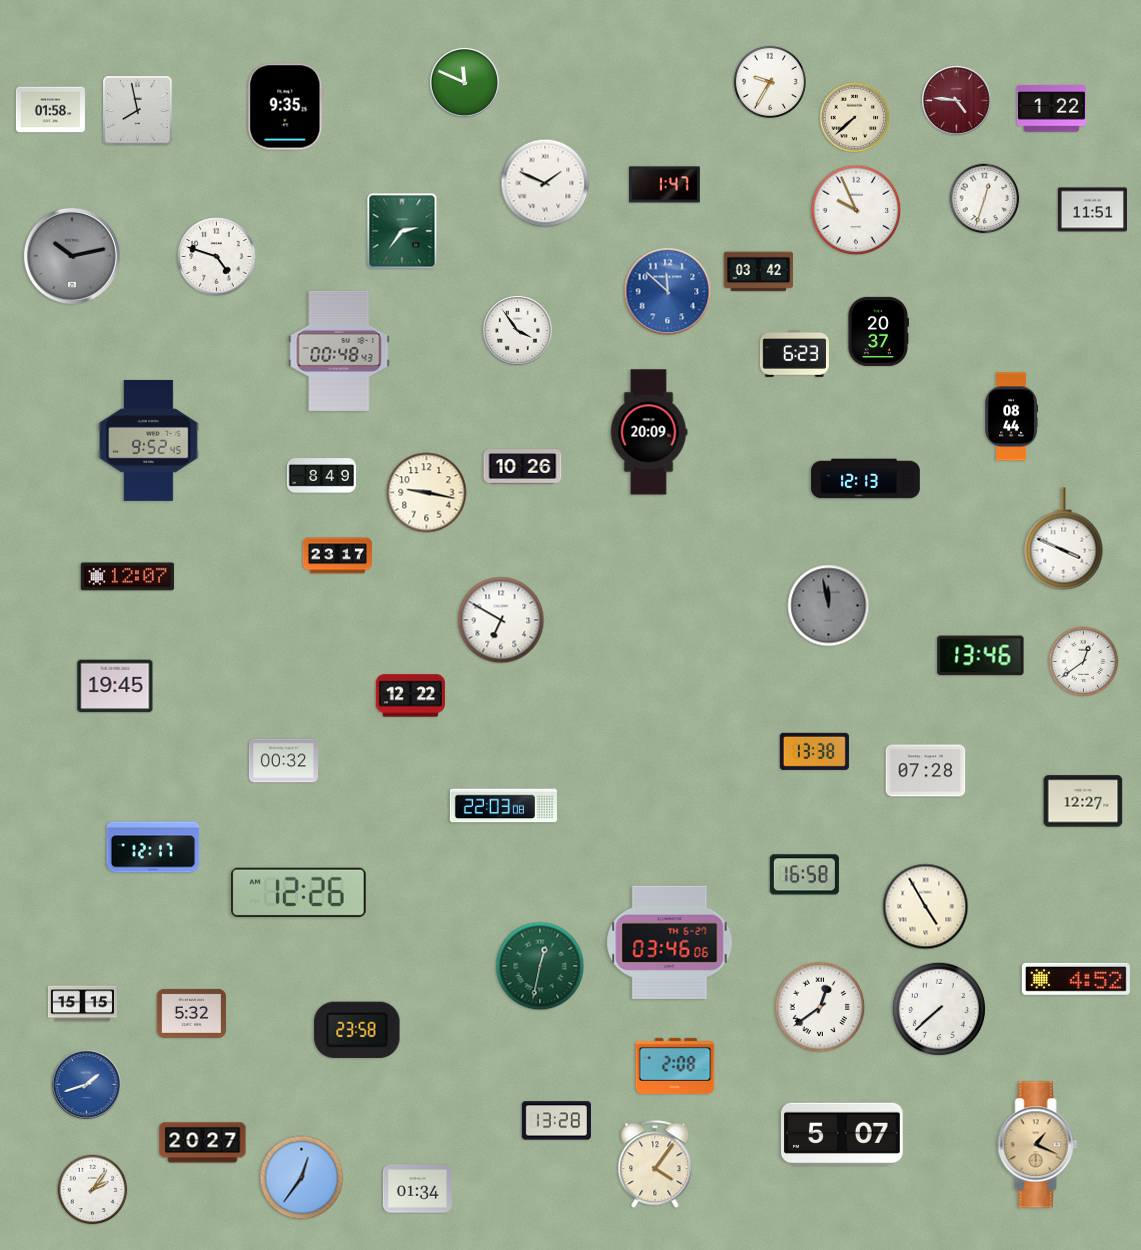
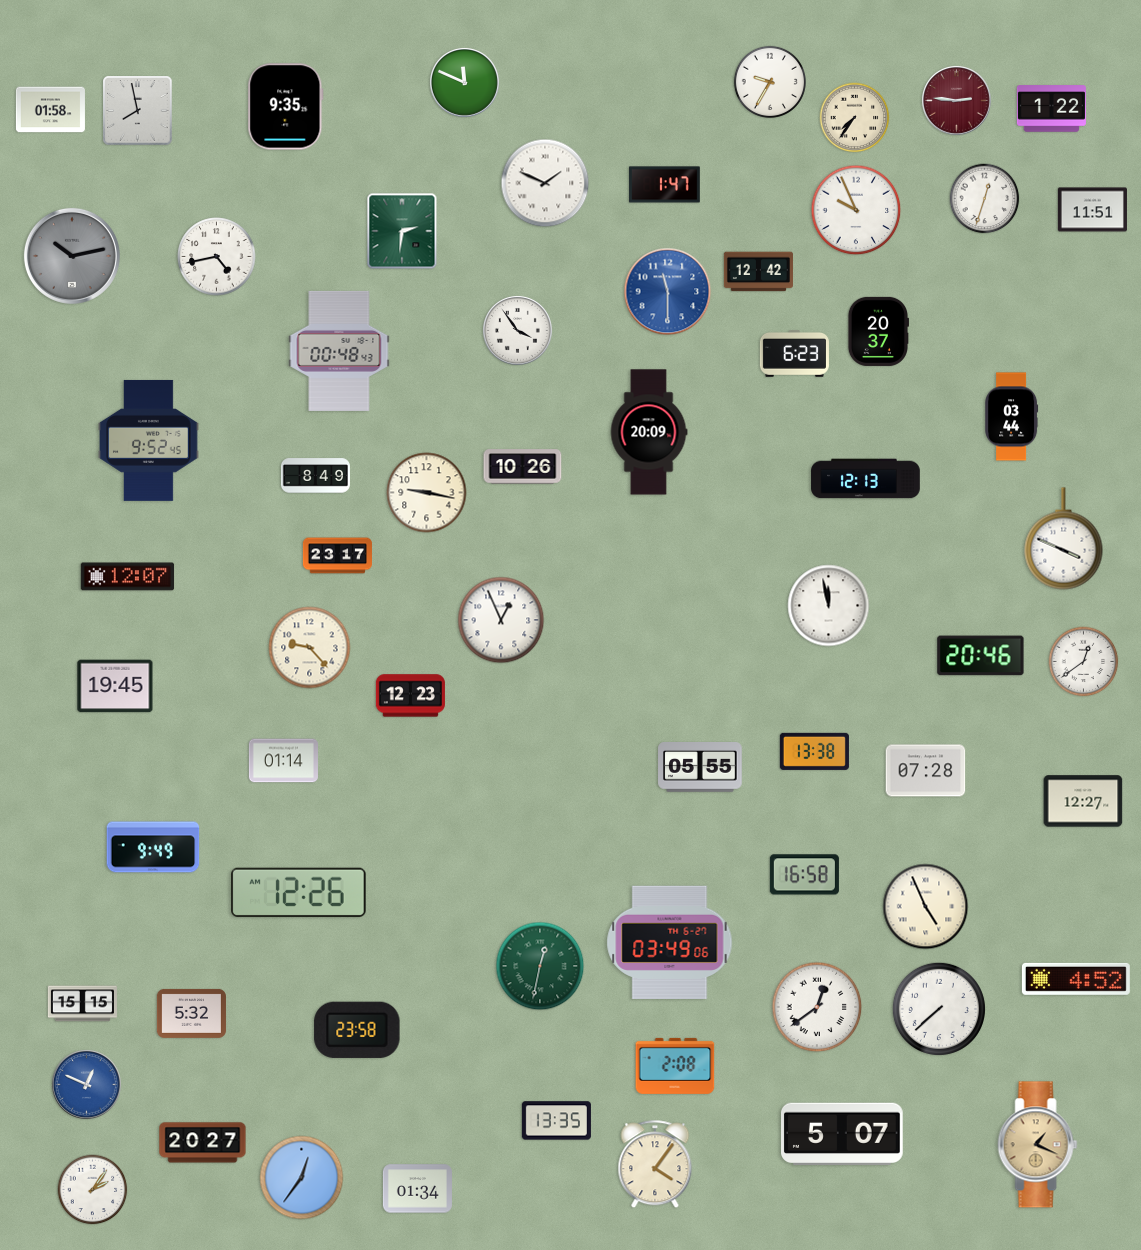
clock at (956, 100): 4:46 -> 2:46
clock at (855, 118): 7:38 -> 7:36
clock at (402, 231): 2:36 -> 2:31
clock at (217, 257): 4:48 -> 4:43
clock at (758, 272): 03:42 -> 12:42
clock at (668, 292): 11:52 -> 11:30
clock at (1012, 417): 08:44 -> 03:44
clock at (321, 476) position: (321, 476) -> (315, 476)
clock at (829, 606) dial: grey -> white
clock at (501, 620): 6:50 -> 12:56
clock at (310, 648): none -> 9:23
clock at (981, 656): 13:46 -> 20:46
clock at (410, 696): 12:22 -> 12:23
clock at (283, 761): 00:32 -> 01:14
clock at (700, 768): none -> 05:55
clock at (503, 806): 22:03 -> none
clock at (153, 847): 12:17 -> 9:49
clock at (926, 907): 4:55 -> 4:56
clock at (670, 943): 03:46 -> 03:49
clock at (820, 1007) position: (820, 1007) -> (817, 1007)
clock at (86, 1084): 1:42 -> 12:49
clock at (556, 1121): 13:28 -> 13:35
